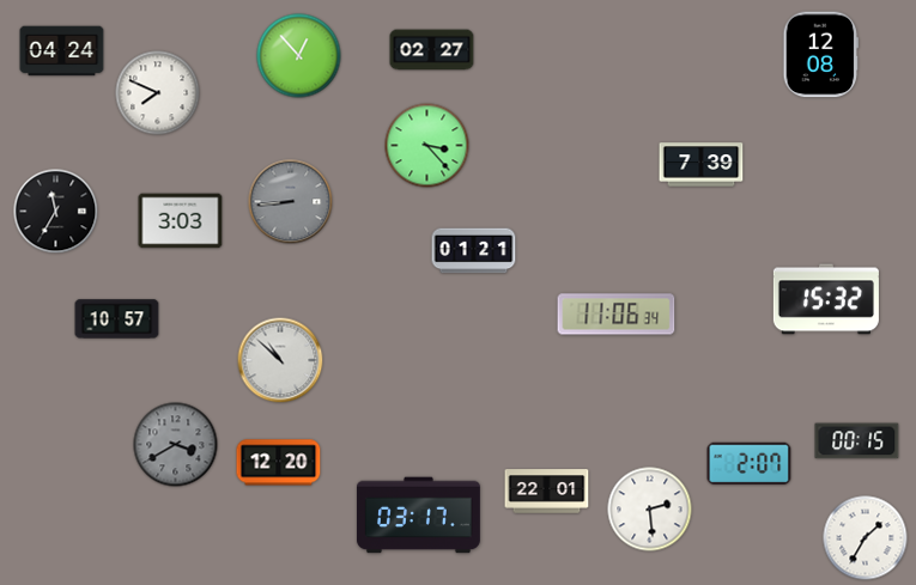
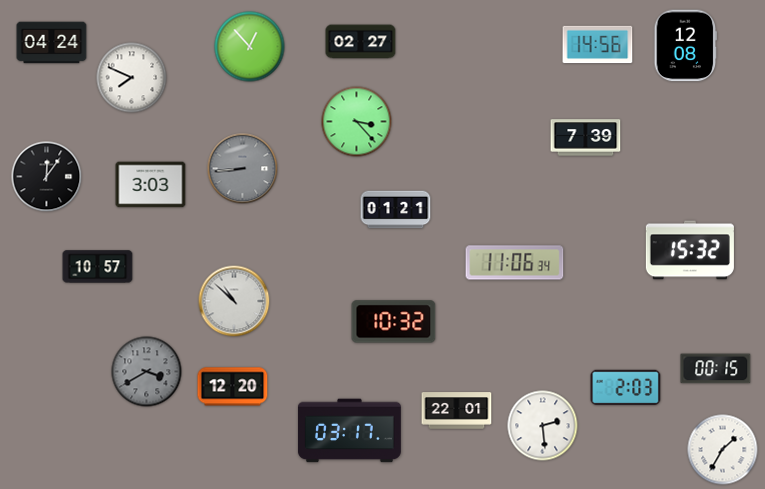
clock at (598, 45): none -> 14:56
clock at (56, 212): 11:35 -> 12:06
clock at (394, 322): none -> 10:32
clock at (750, 464): 2:07 -> 2:03
